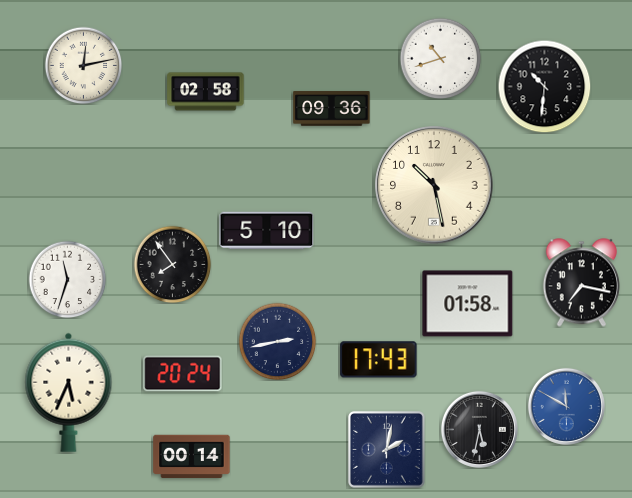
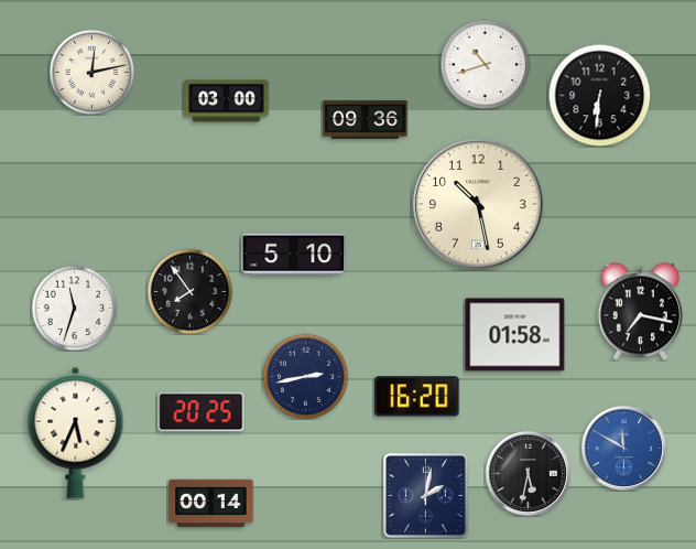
clock at (544, 86): 10:31 -> 6:31
clock at (206, 92): 02:58 -> 03:00
clock at (379, 360): 17:43 -> 16:20
clock at (183, 374): 20:24 -> 20:25
